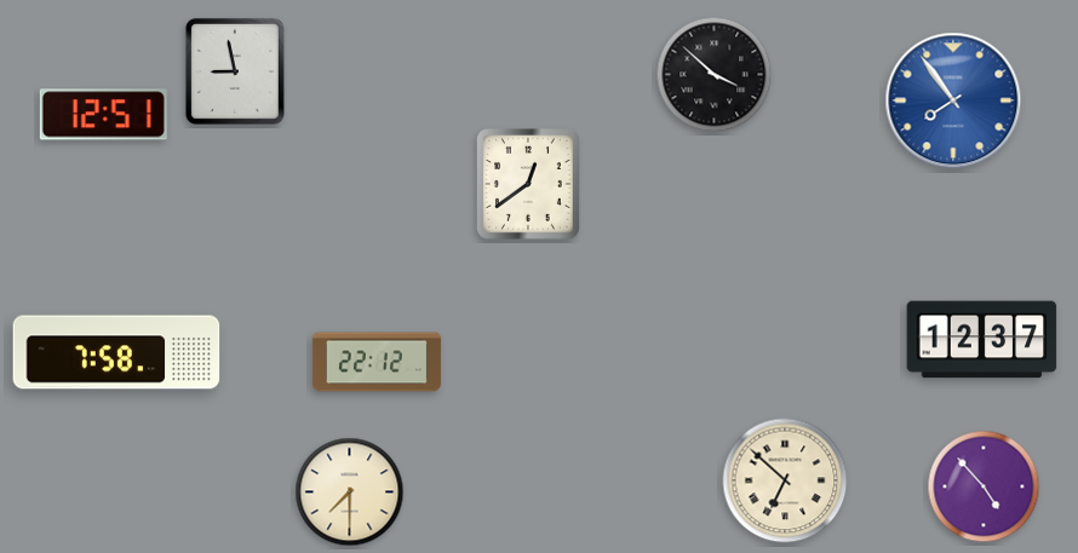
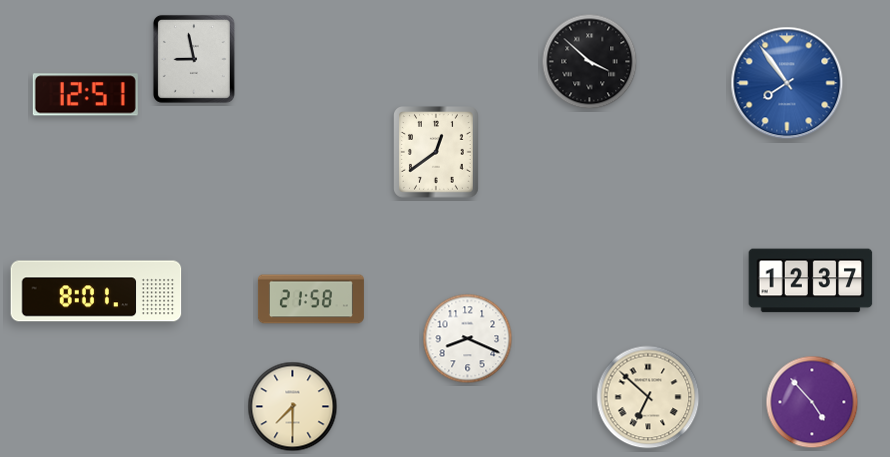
clock at (116, 352): 7:58 -> 8:01
clock at (377, 362): 22:12 -> 21:58
clock at (468, 339): none -> 8:19
clock at (350, 492) position: (350, 492) -> (293, 407)
